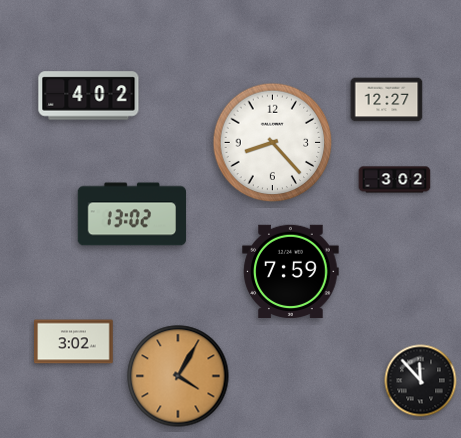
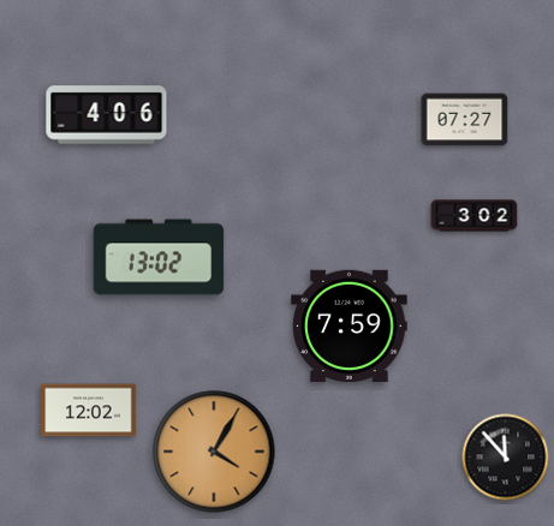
clock at (89, 96): 4:02 -> 4:06
clock at (387, 100): 12:27 -> 07:27
clock at (273, 143): 8:23 -> none
clock at (74, 342): 3:02 -> 12:02
